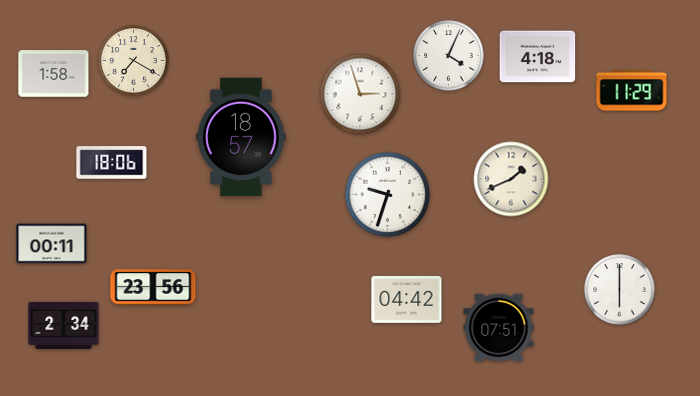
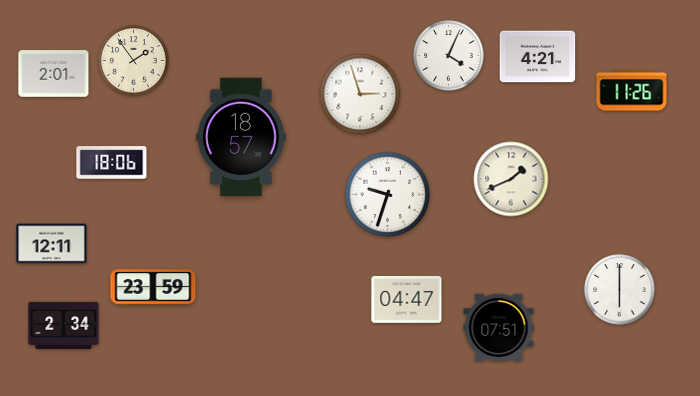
clock at (538, 57): 4:18 -> 4:21
clock at (134, 61): 7:20 -> 1:54
clock at (54, 74): 1:58 -> 2:01
clock at (632, 91): 11:29 -> 11:26
clock at (52, 244): 00:11 -> 12:11
clock at (153, 287): 23:56 -> 23:59
clock at (407, 299): 04:42 -> 04:47
